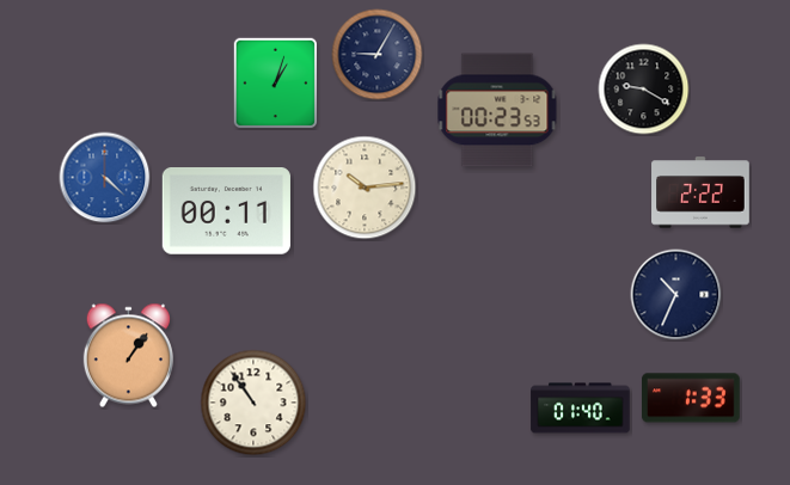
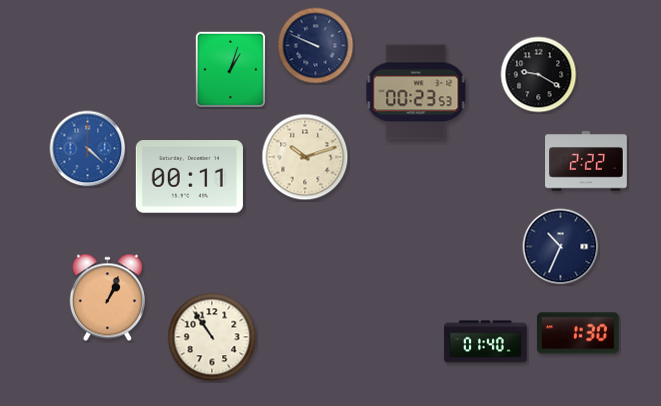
clock at (378, 55): 9:05 -> 9:49
clock at (365, 188): 10:14 -> 10:12
clock at (676, 295) position: (676, 295) -> (561, 247)
clock at (128, 356): 1:06 -> 1:04
clock at (692, 398): 1:33 -> 1:30
